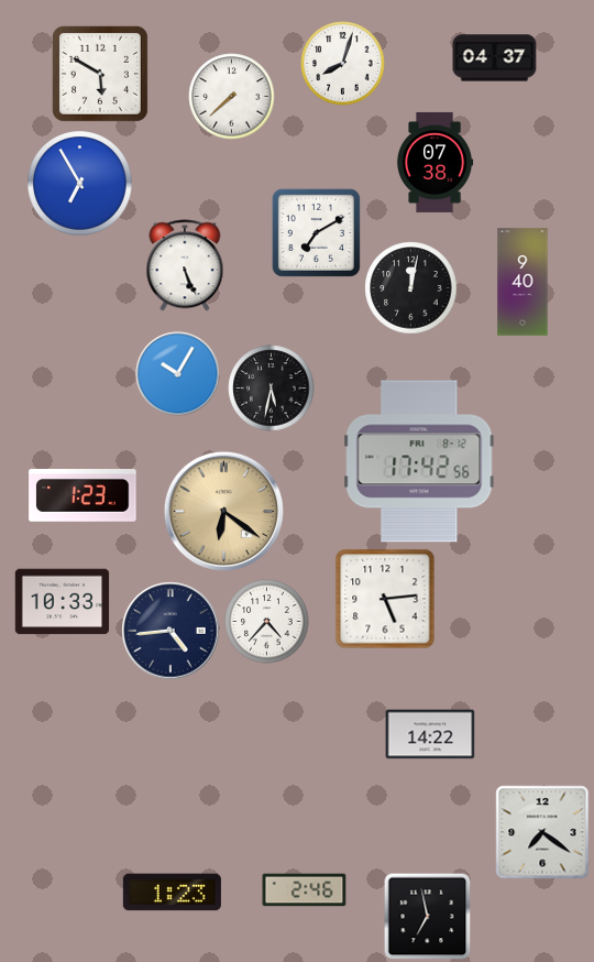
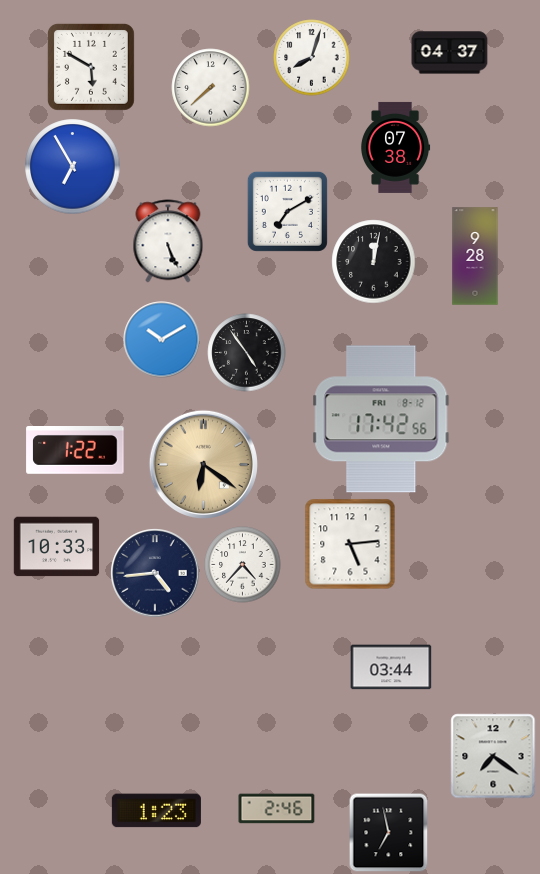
clock at (522, 282): 9:40 -> 9:28
clock at (178, 374): 10:05 -> 10:10
clock at (272, 389): 5:32 -> 4:54
clock at (82, 496): 1:23 -> 1:22
clock at (430, 734): 14:22 -> 03:44
